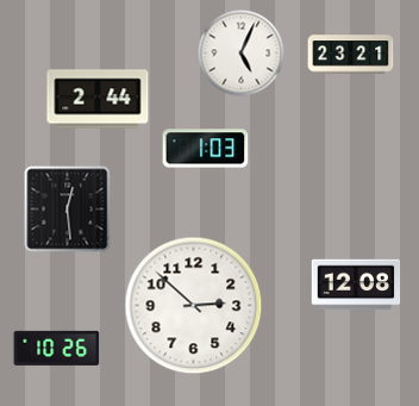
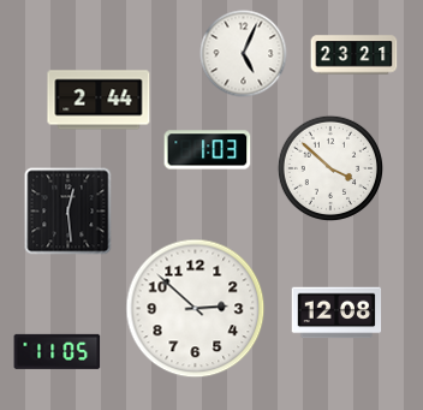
clock at (329, 167): none -> 3:52
clock at (356, 285) position: (356, 285) -> (336, 313)
clock at (57, 348): 10:26 -> 11:05
